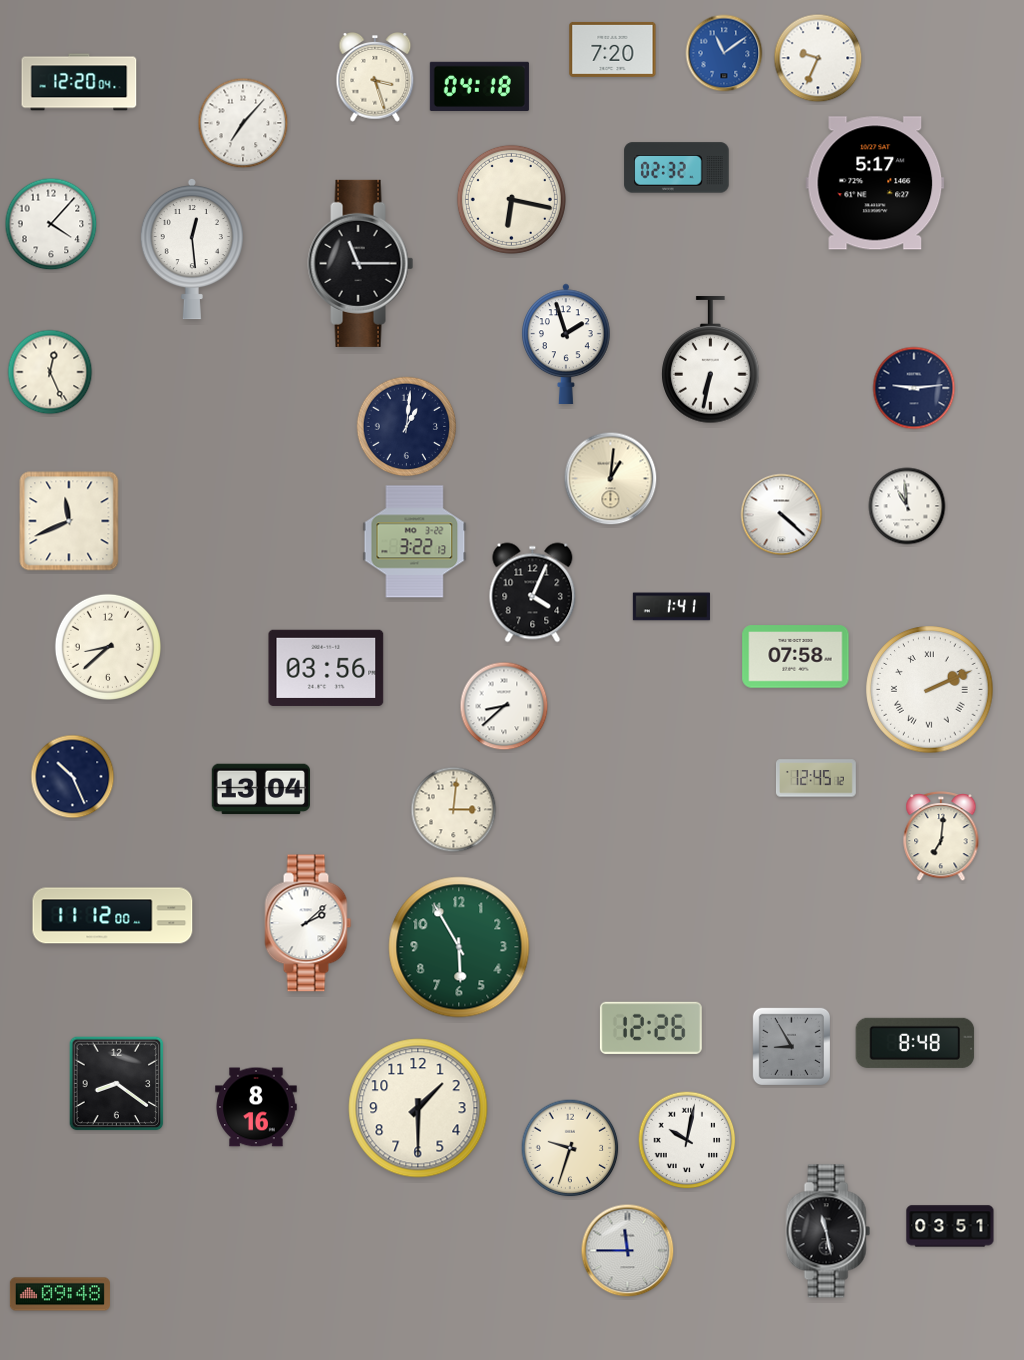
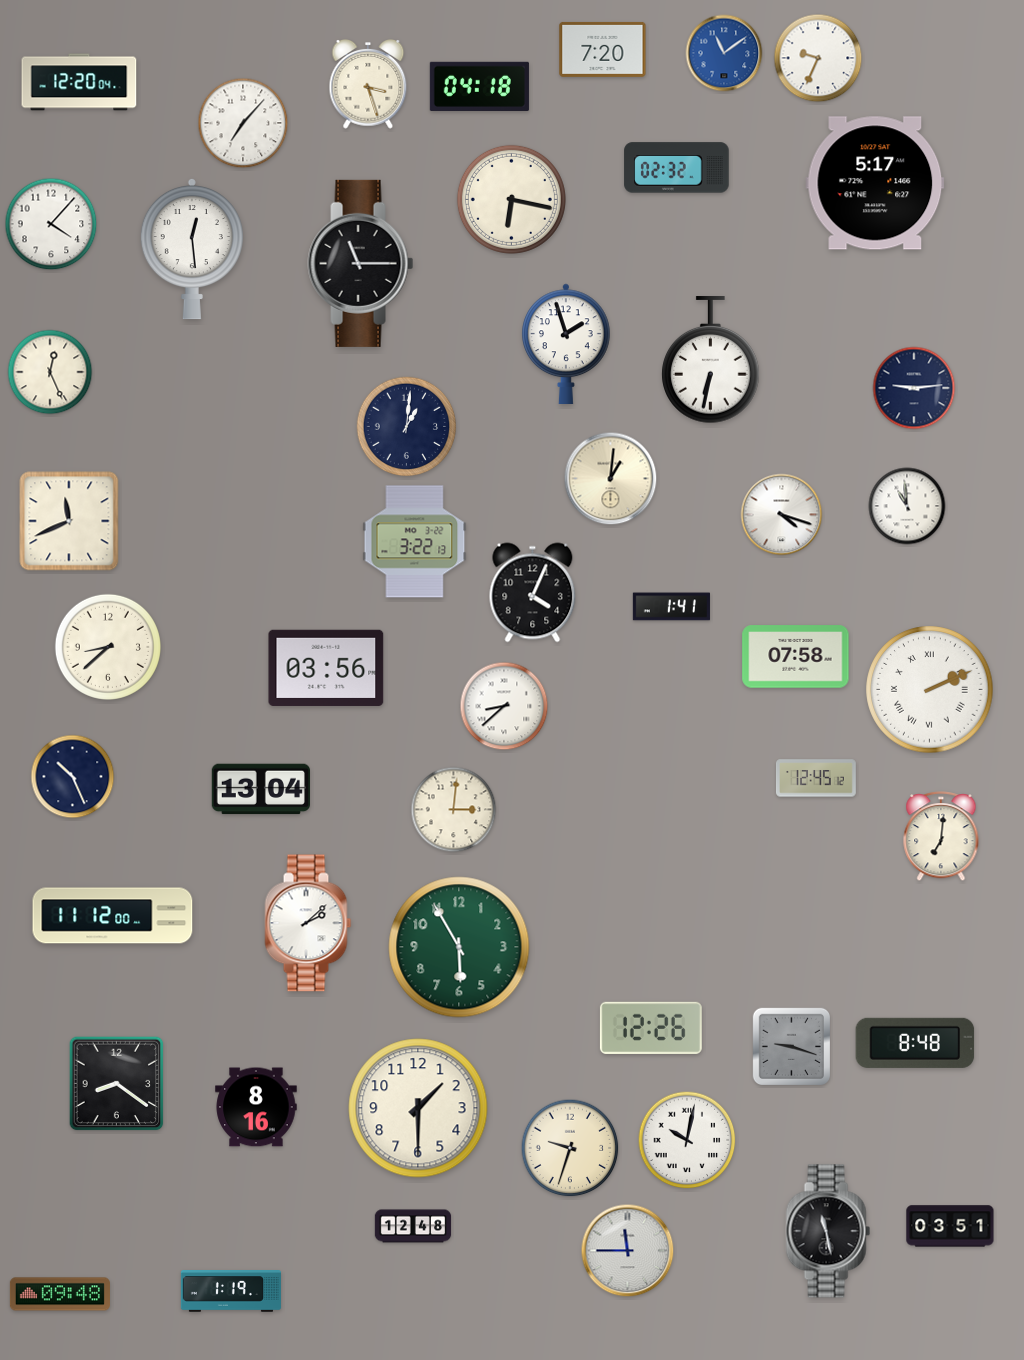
clock at (613, 49) position: (613, 49) -> (603, 49)
clock at (375, 78) position: (375, 78) -> (368, 85)
clock at (782, 515): 4:22 -> 4:18
clock at (791, 1046): 8:55 -> 9:18
clock at (413, 1226): none -> 12:48
clock at (231, 1291): none -> 1:19
